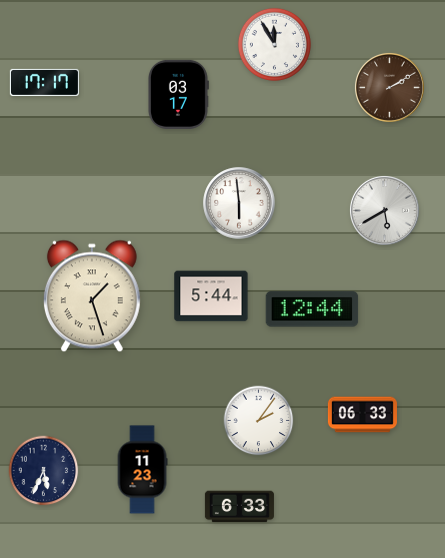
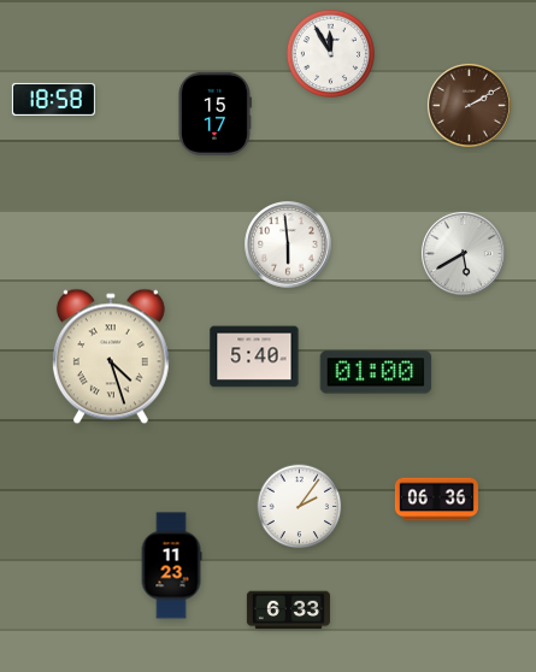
clock at (44, 82): 17:17 -> 18:58
clock at (179, 94): 03:17 -> 15:17
clock at (92, 296): 1:27 -> 4:27
clock at (211, 296): 5:44 -> 5:40
clock at (312, 309): 12:44 -> 01:00
clock at (362, 415): 06:33 -> 06:36
clock at (259, 421) position: (259, 421) -> (300, 507)
clock at (44, 471): 5:34 -> none
